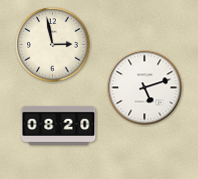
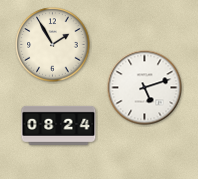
clock at (53, 45): 2:58 -> 1:55
clock at (59, 125): 08:20 -> 08:24
